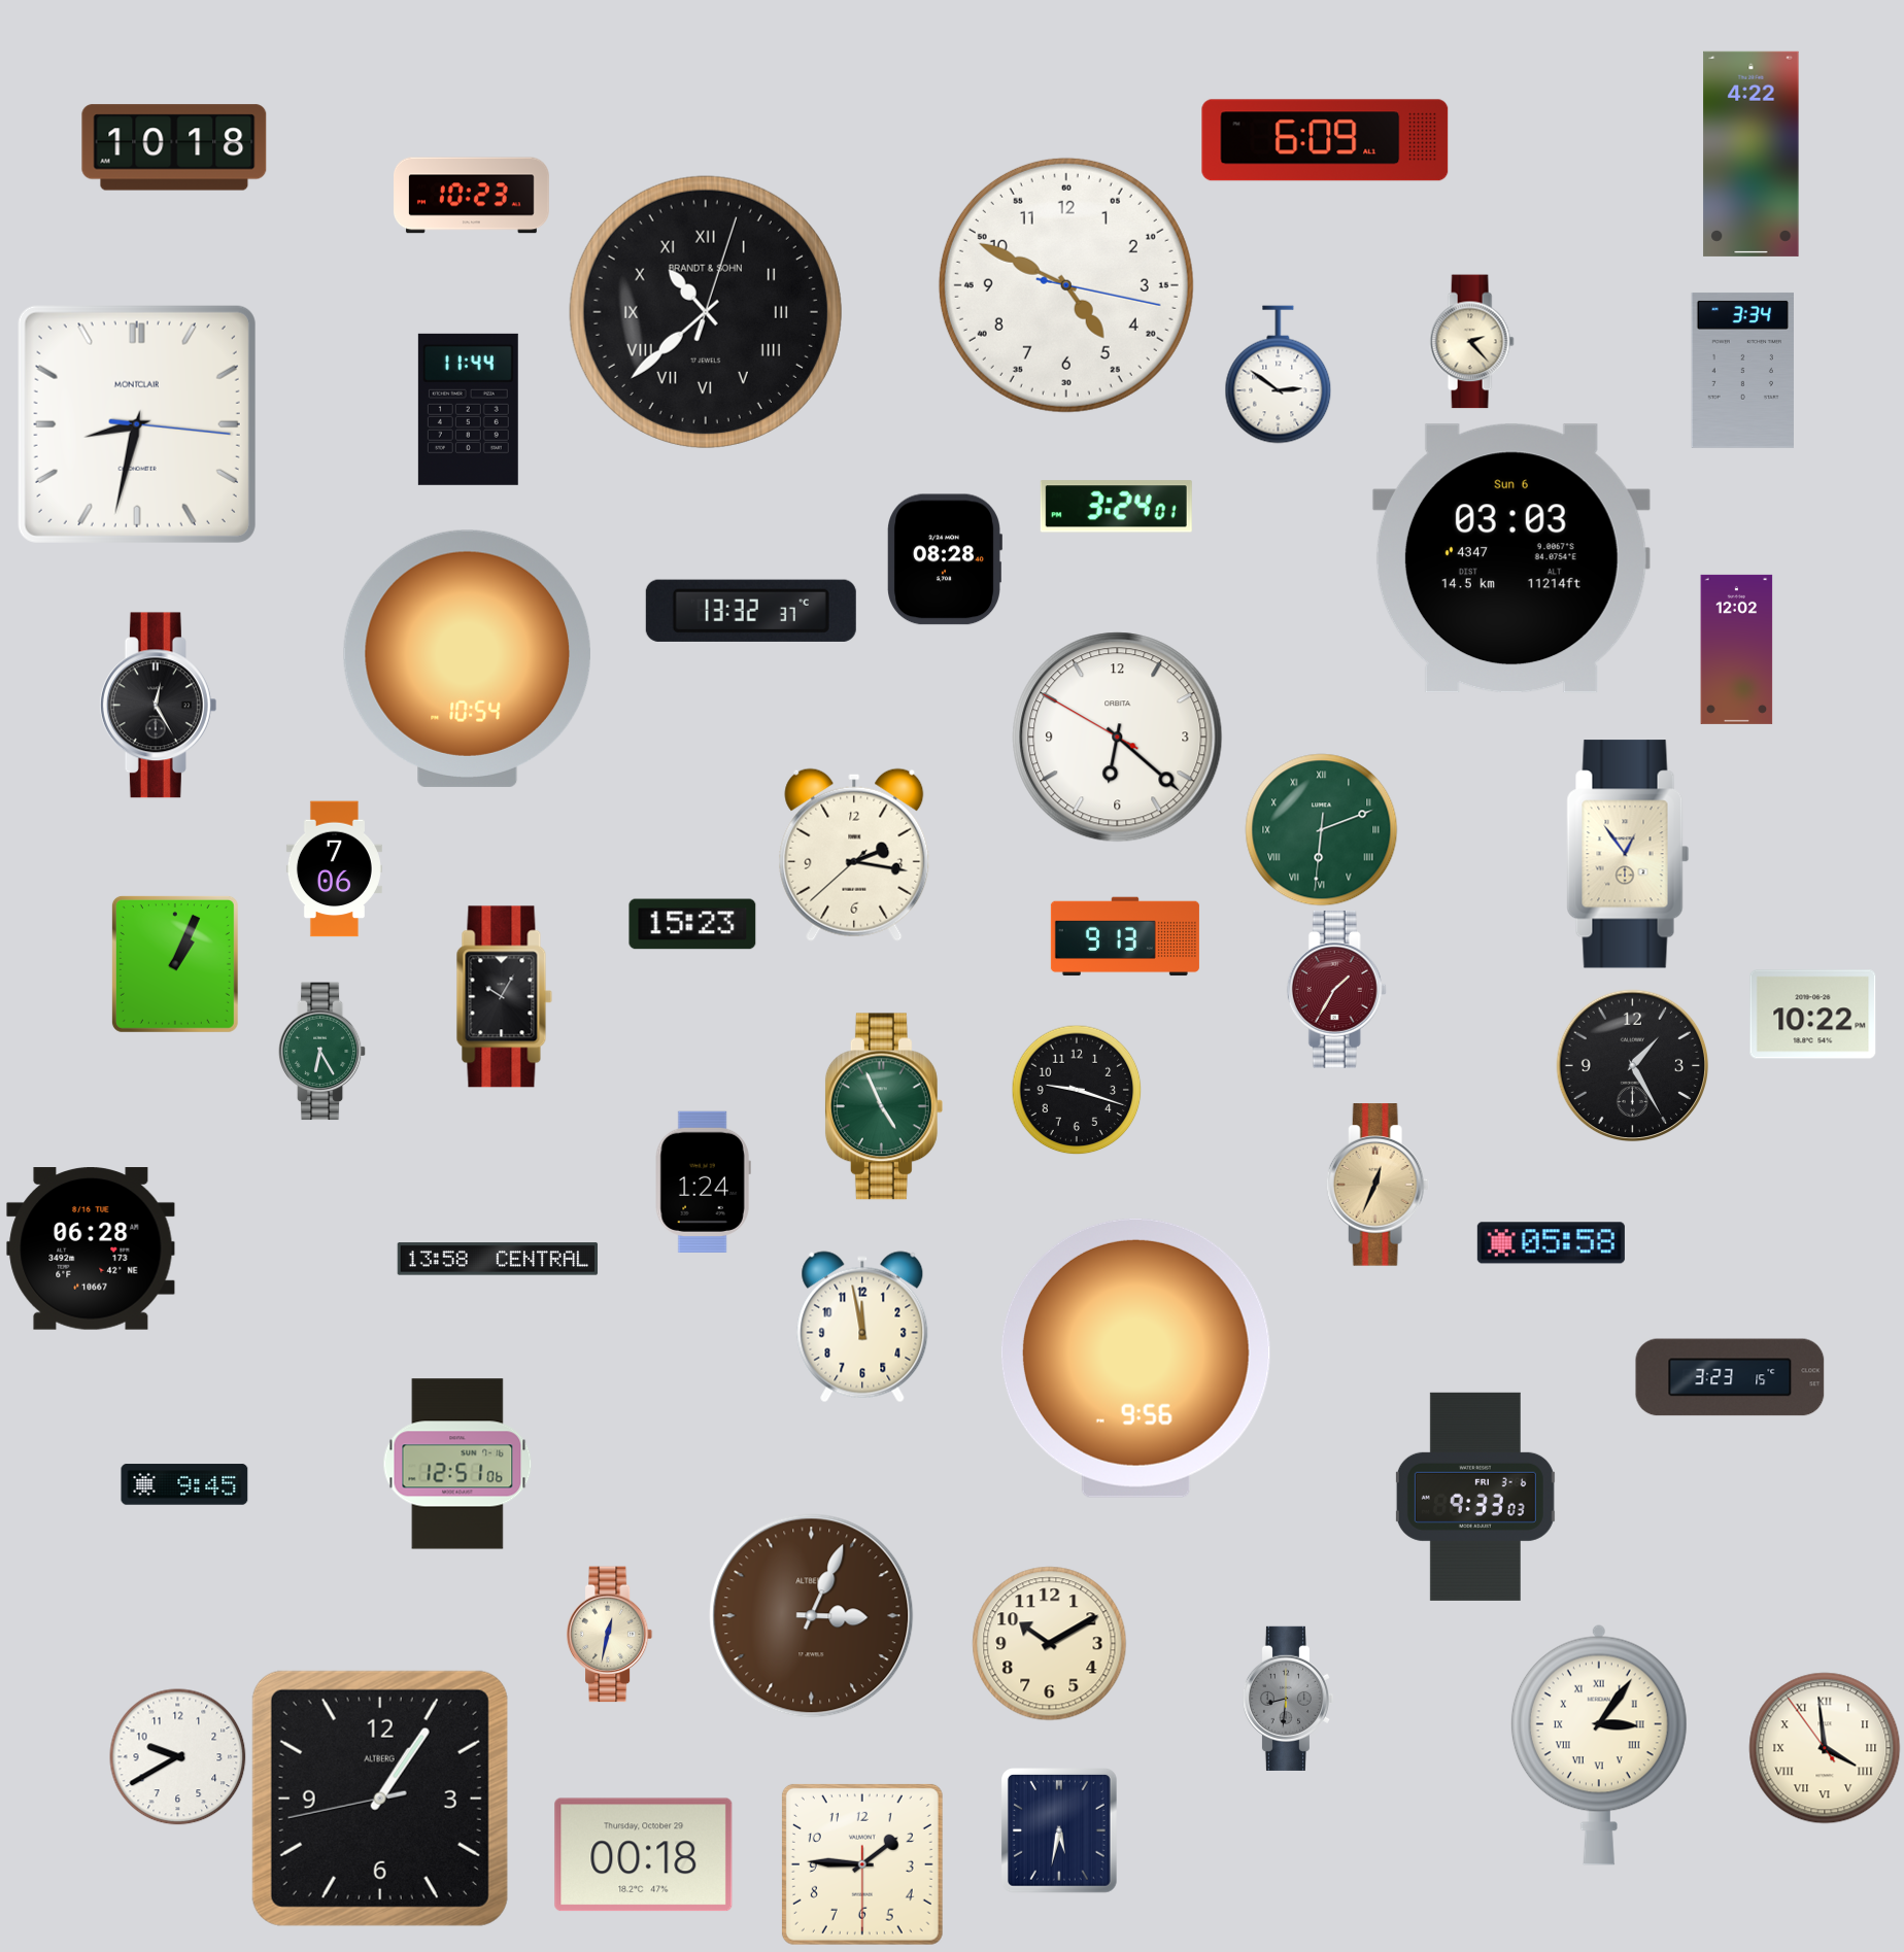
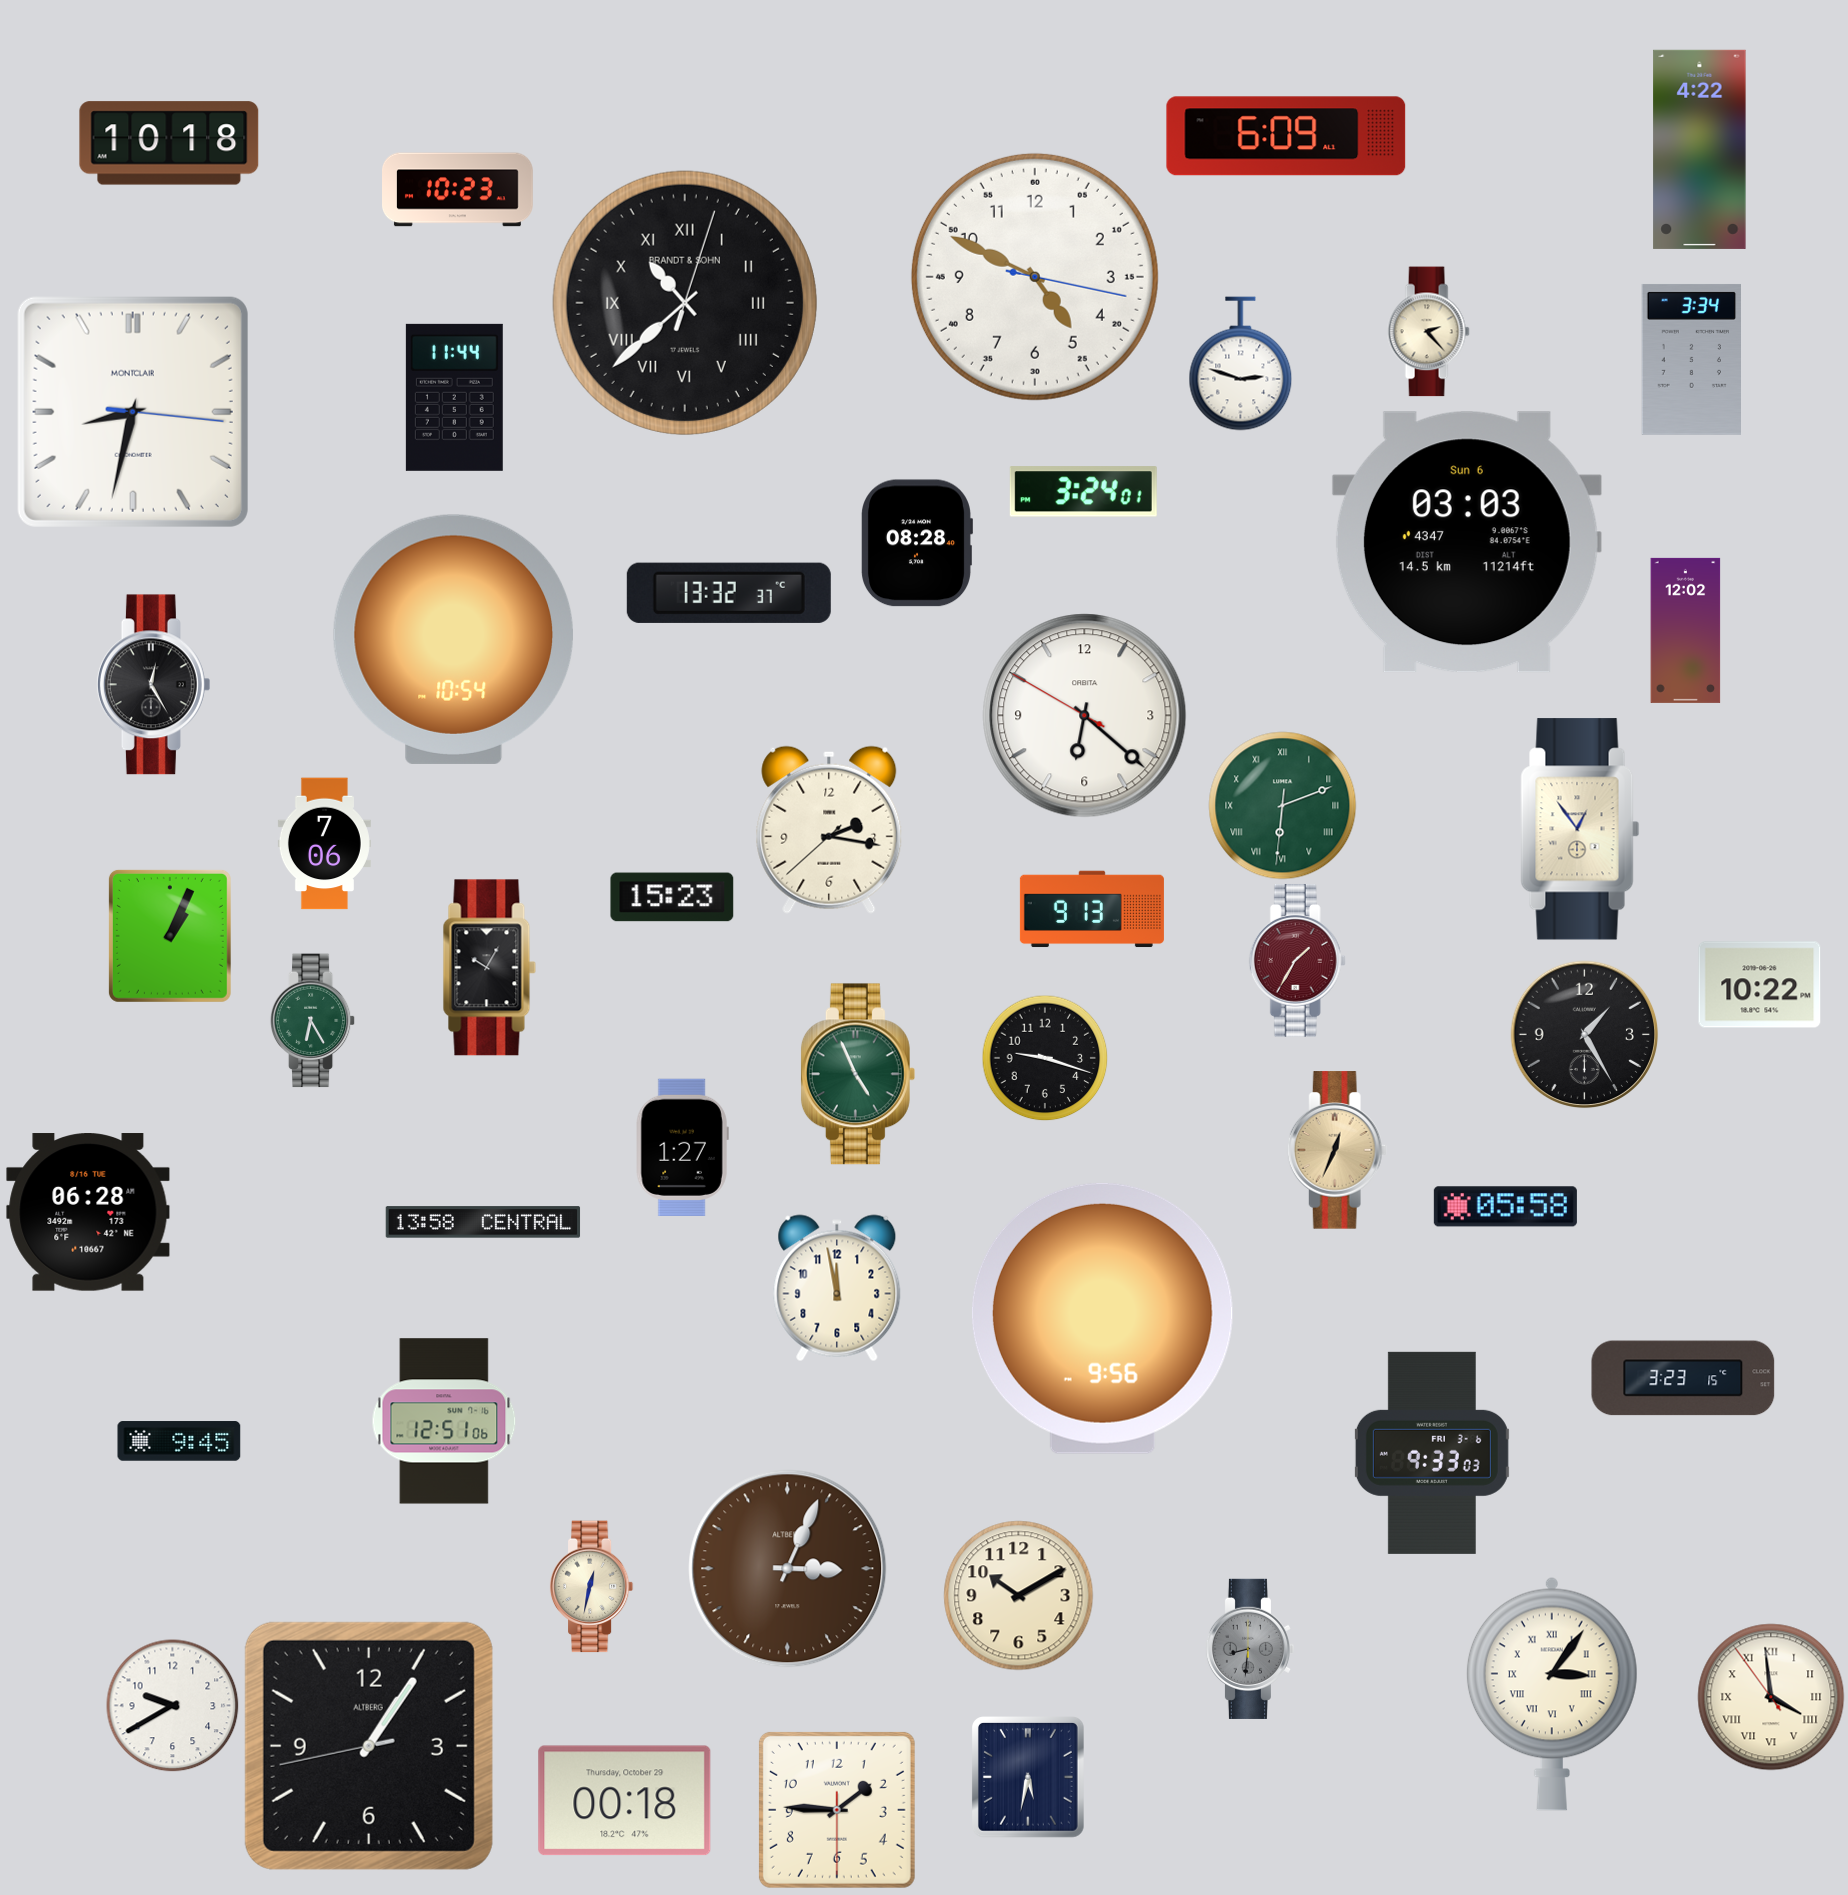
clock at (1279, 375): 2:51 -> 2:48
clock at (703, 1182): 1:24 -> 1:27
clock at (1730, 1377) position: (1730, 1377) -> (1683, 1378)
